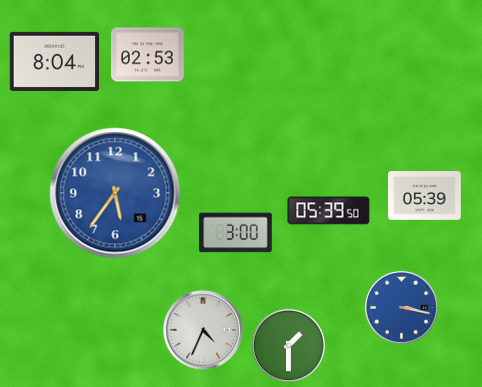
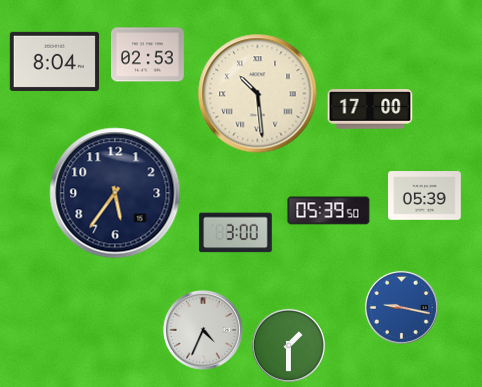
clock at (258, 94): none -> 10:29
clock at (370, 109): none -> 17:00
clock at (115, 193) dial: blue -> navy
clock at (401, 307): 3:17 -> 9:17
